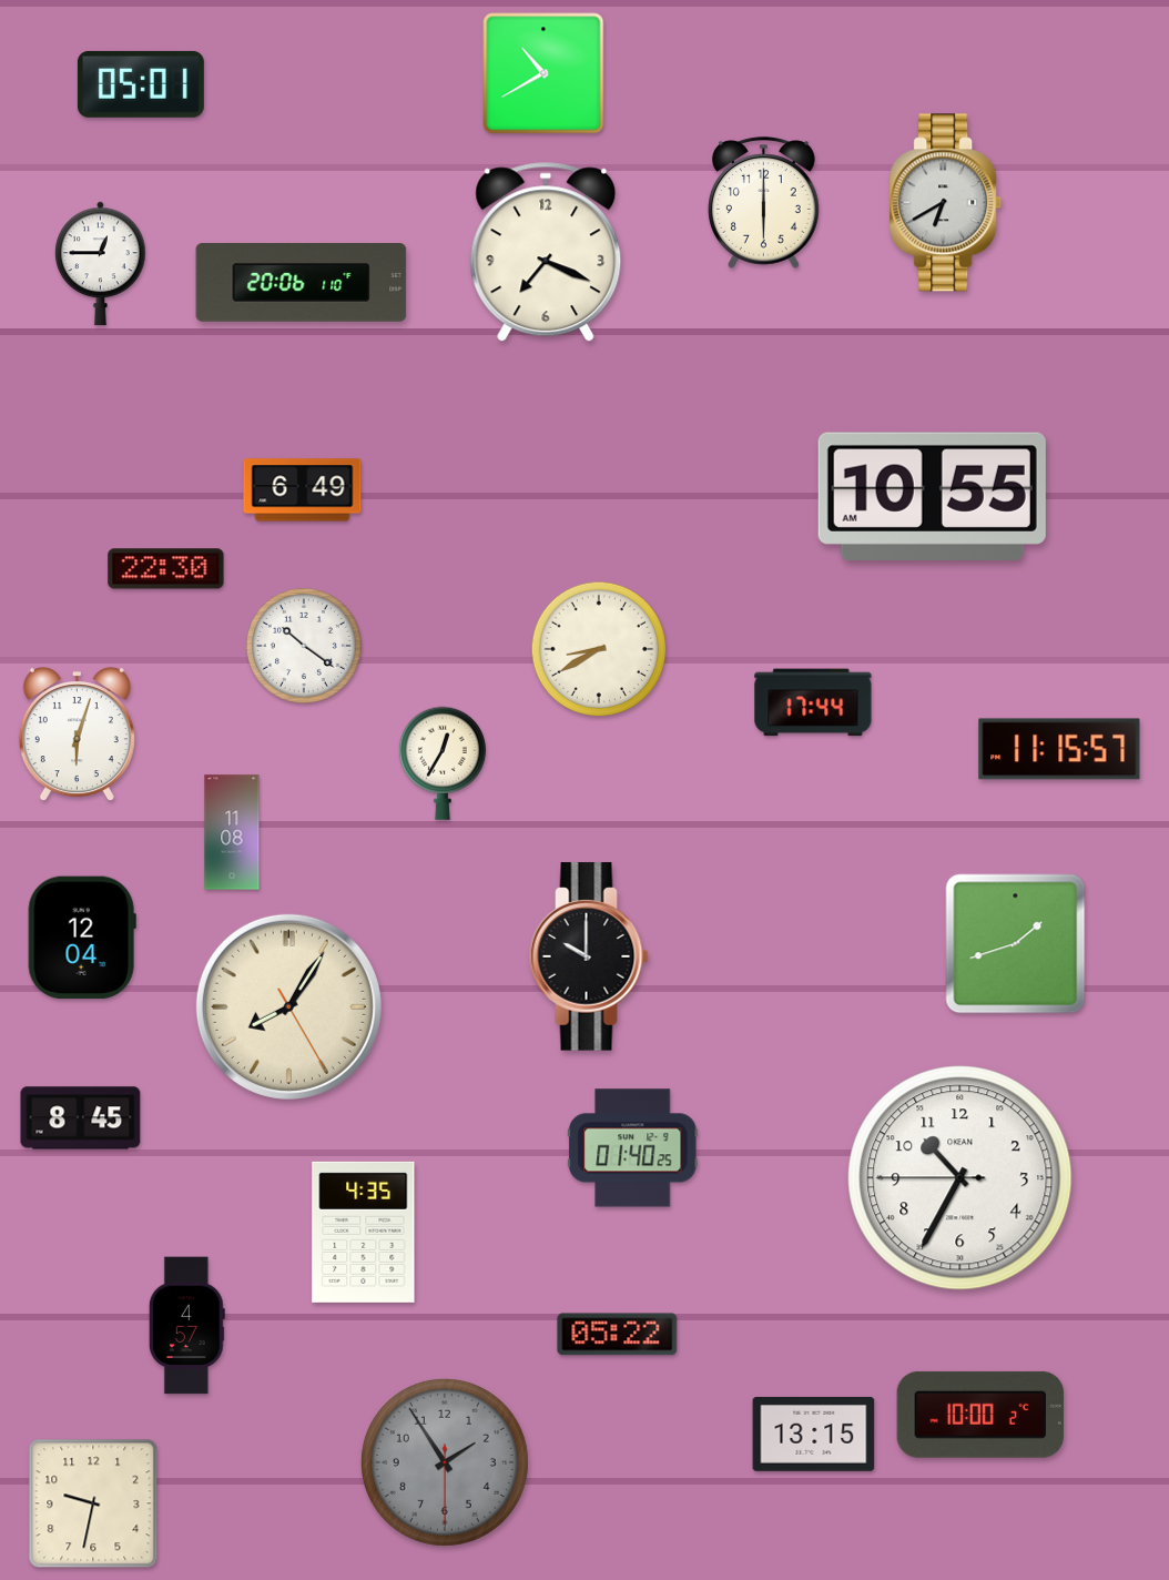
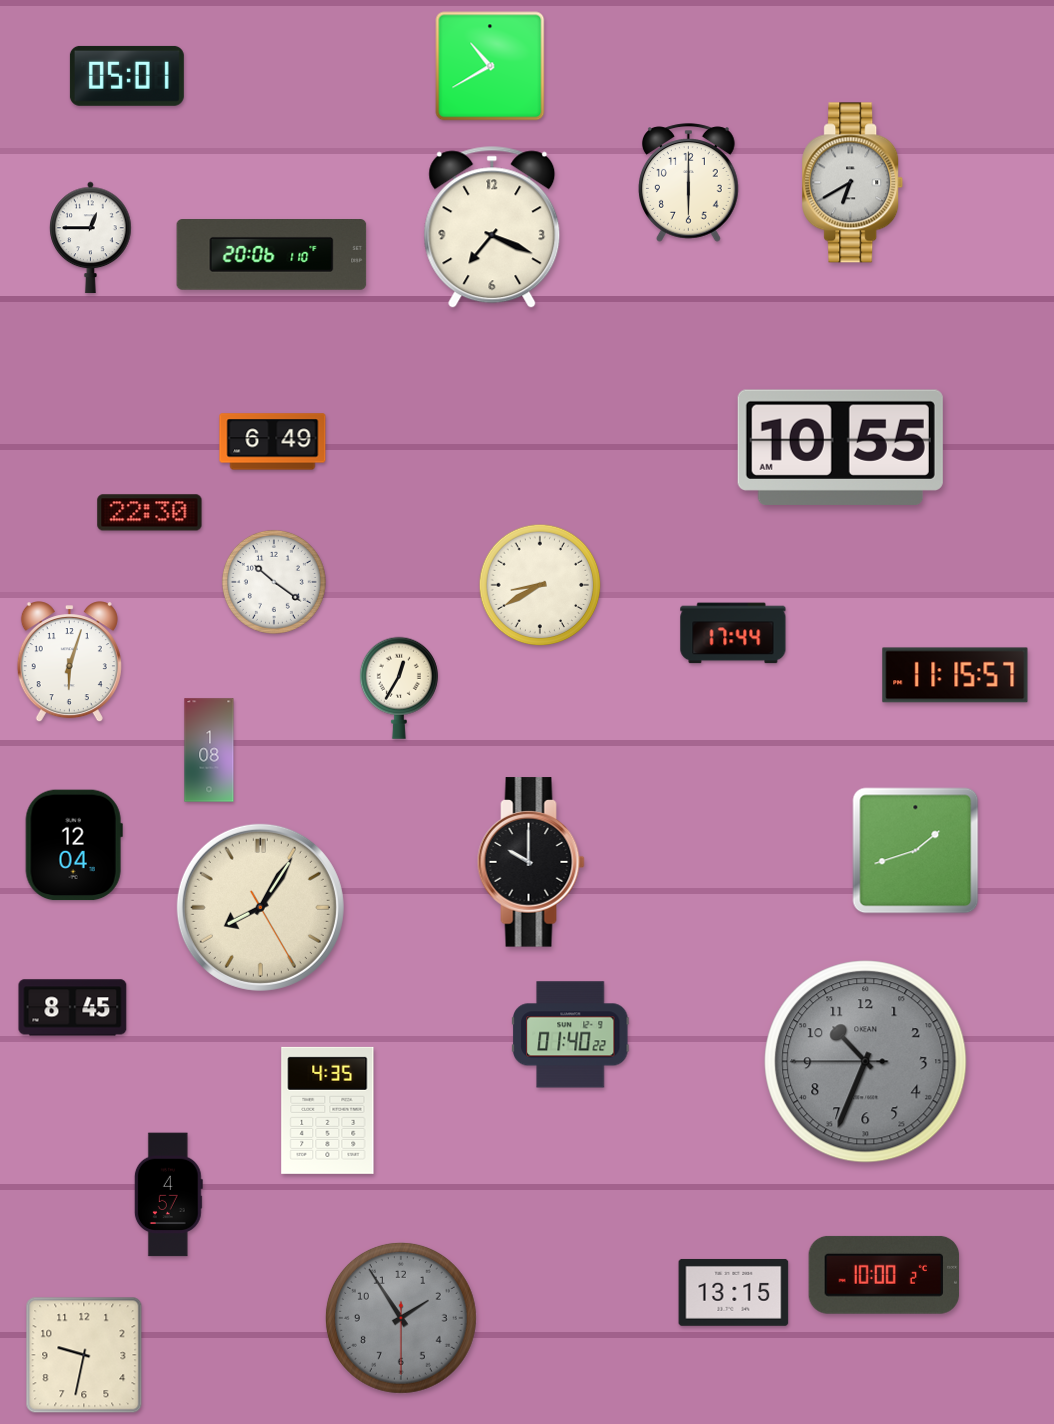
clock at (232, 832): 11:08 -> 1:08
clock at (632, 1148): 01:40:25 -> 01:40:22
clock at (960, 1178): 10:34 -> 10:33
clock at (960, 1178) dial: white -> grey
clock at (618, 1335): 05:22 -> none
